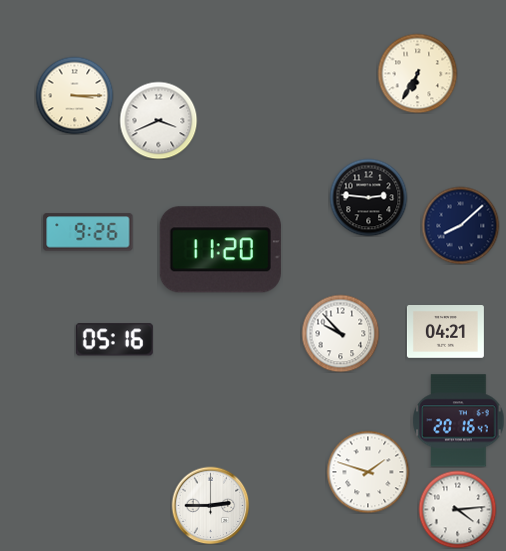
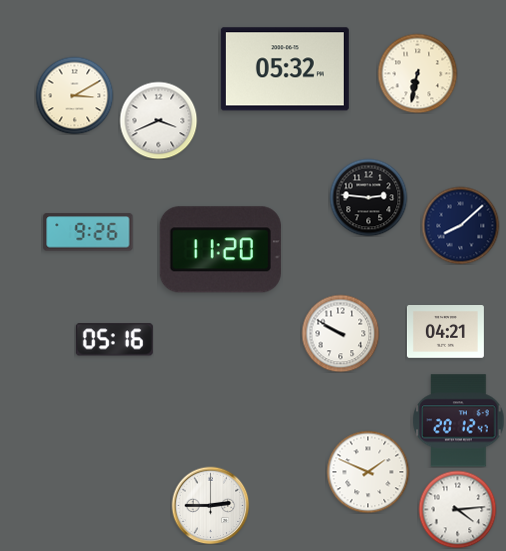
clock at (285, 69): none -> 05:32
clock at (417, 73): 6:35 -> 6:32
clock at (74, 95): 3:15 -> 3:10
clock at (340, 333): 9:53 -> 9:50
clock at (459, 421): 20:16 -> 20:12
clock at (368, 472): 1:48 -> 1:49
